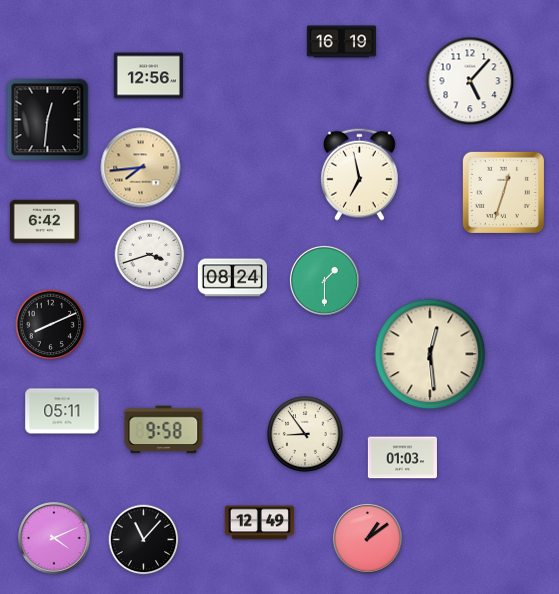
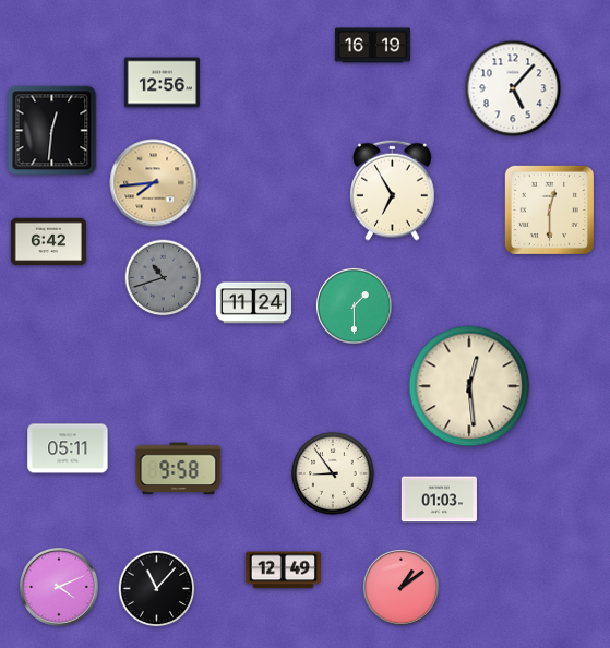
clock at (360, 174): 6:58 -> 6:55
clock at (503, 192): 12:33 -> 12:30
clock at (150, 255): 3:42 -> 10:42
clock at (150, 255) dial: white -> grey
clock at (232, 278): 08:24 -> 11:24
clock at (51, 325): 8:11 -> none
